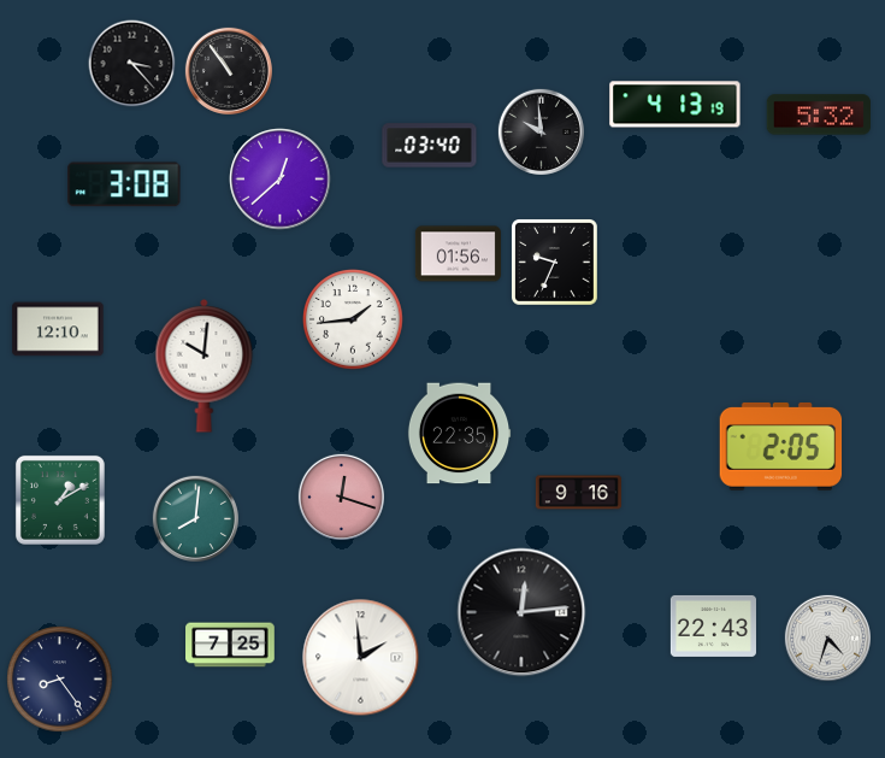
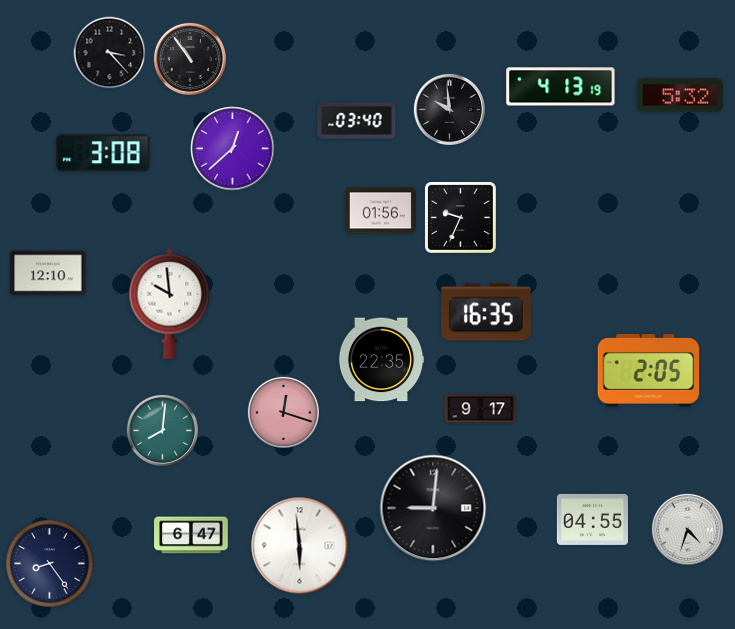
clock at (354, 321): 1:44 -> none
clock at (205, 366): 10:01 -> 9:59
clock at (486, 312): none -> 16:35
clock at (578, 493): 9:16 -> 9:17
clock at (60, 500): 1:10 -> none
clock at (521, 612): 12:14 -> 9:01
clock at (713, 625): 22:43 -> 04:55
clock at (230, 645): 7:25 -> 6:47
clock at (361, 658): 1:59 -> 5:59
